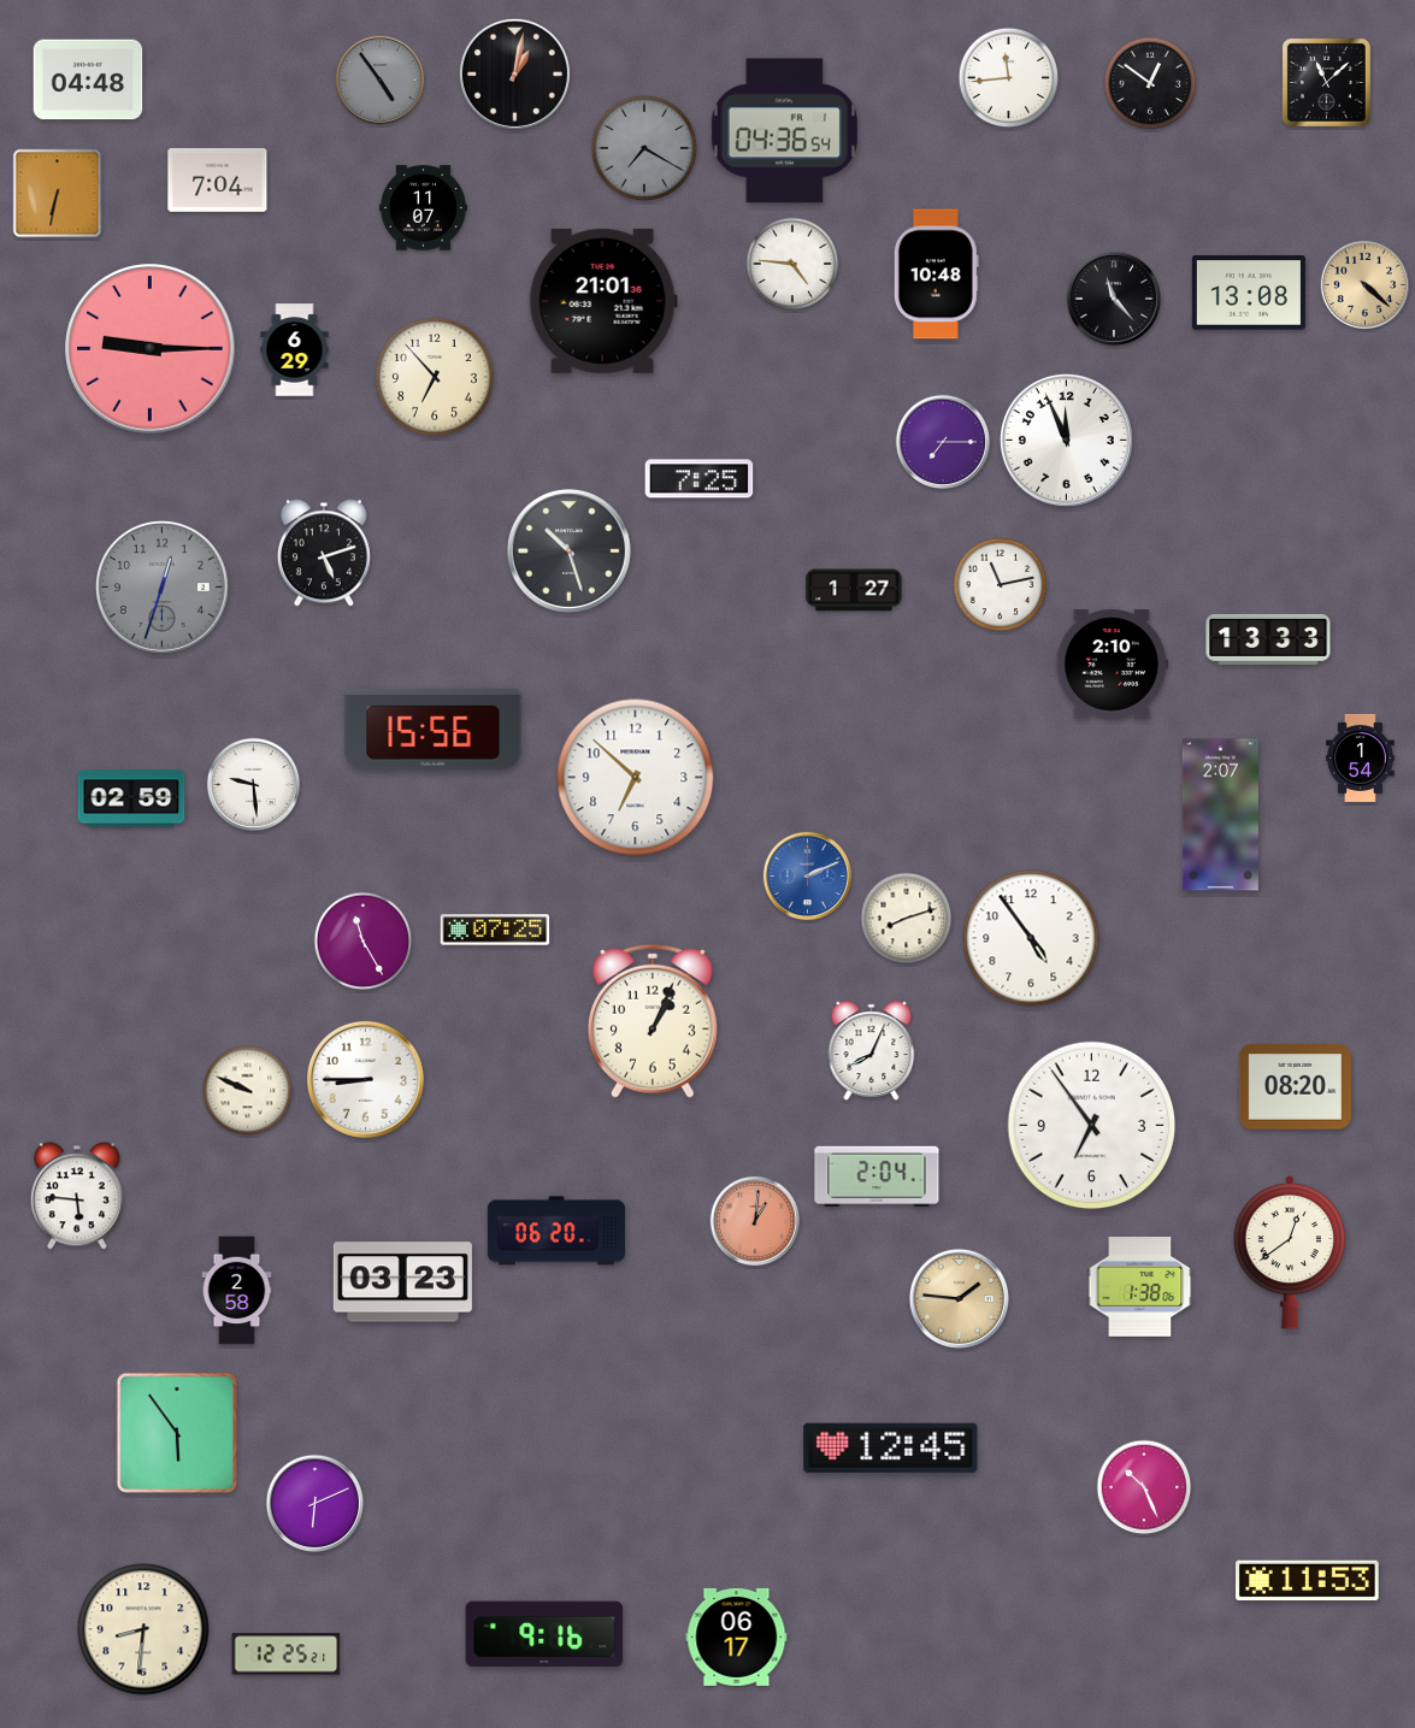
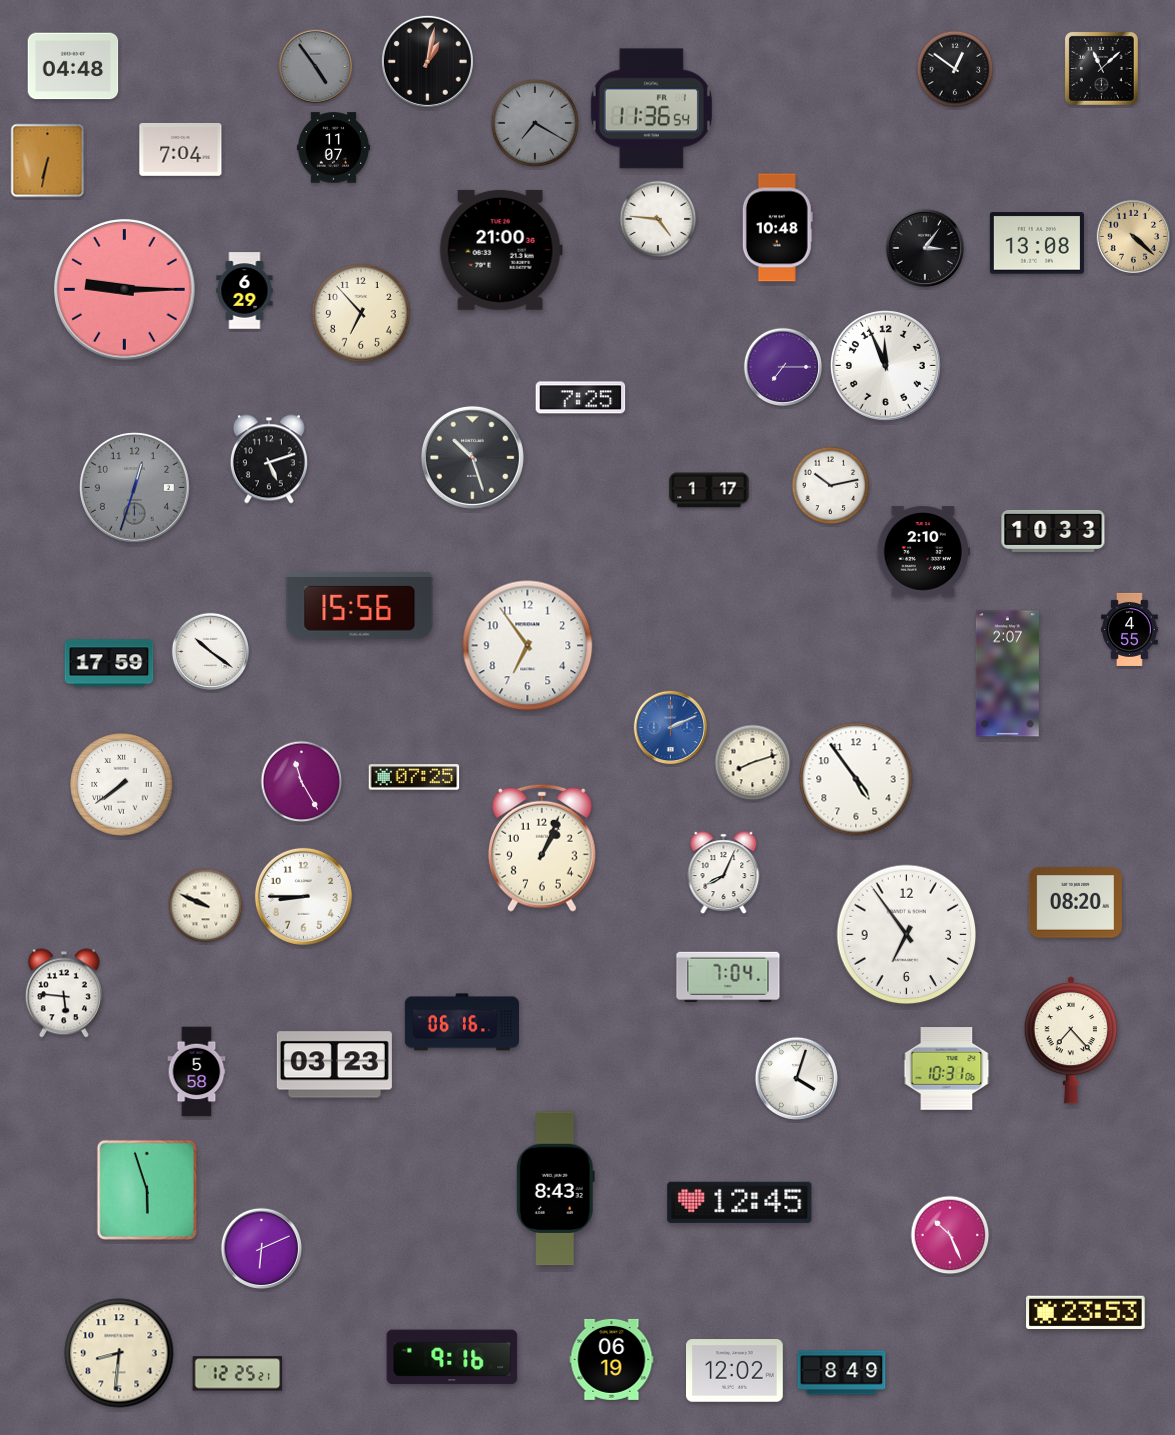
clock at (1009, 78): 11:44 -> none
clock at (784, 131): 04:36 -> 11:36
clock at (423, 208) position: (423, 208) -> (333, 148)
clock at (1113, 297): 11:23 -> 3:06
clock at (603, 301): 21:01 -> 21:00
clock at (1001, 585): 11:13 -> 10:13
clock at (854, 590): 1:27 -> 1:17
clock at (1268, 639): 13:33 -> 10:33
clock at (1361, 757): 1:54 -> 4:55
clock at (636, 778): 6:52 -> 6:54
clock at (253, 784): 9:29 -> 10:21
clock at (131, 798): 02:59 -> 17:59
clock at (1220, 815) position: (1220, 815) -> (1007, 674)
clock at (495, 930) position: (495, 930) -> (414, 777)
clock at (122, 785): none -> 7:39
clock at (877, 1176): 2:04 -> 7:04
clock at (755, 1221): 1:01 -> none
clock at (556, 1231): 06:20 -> 06:16
clock at (1290, 1252): 12:39 -> 7:23
clock at (1140, 1287): 1:38 -> 10:31
clock at (237, 1291): 2:58 -> 5:58
clock at (959, 1298): 1:46 -> 4:03
clock at (959, 1298) dial: champagne -> white
clock at (555, 1189): none -> 8:43
clock at (177, 1433): 5:54 -> 5:57
clock at (1308, 1580): 11:53 -> 23:53
clock at (737, 1636): 06:17 -> 06:19
clock at (735, 1371): none -> 12:02
clock at (842, 1373): none -> 8:49
